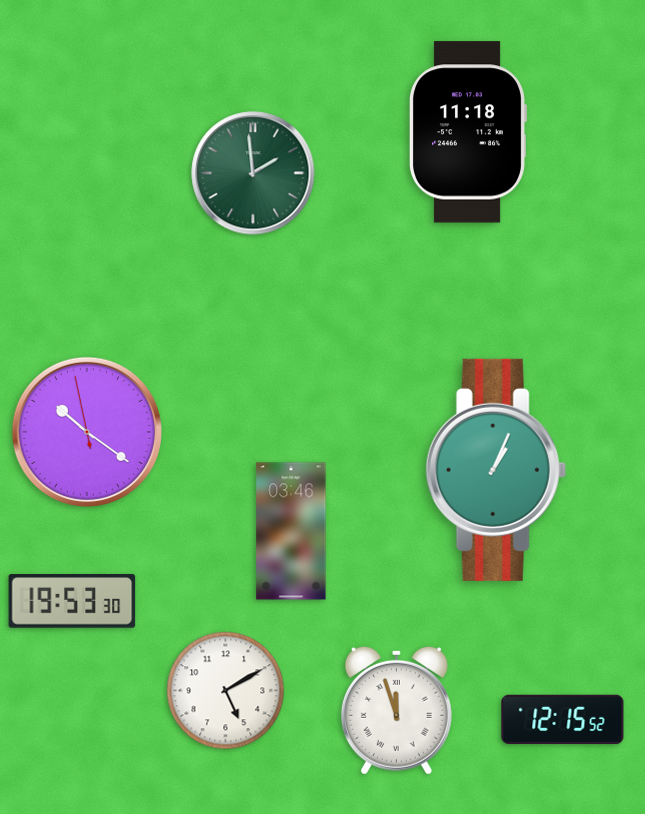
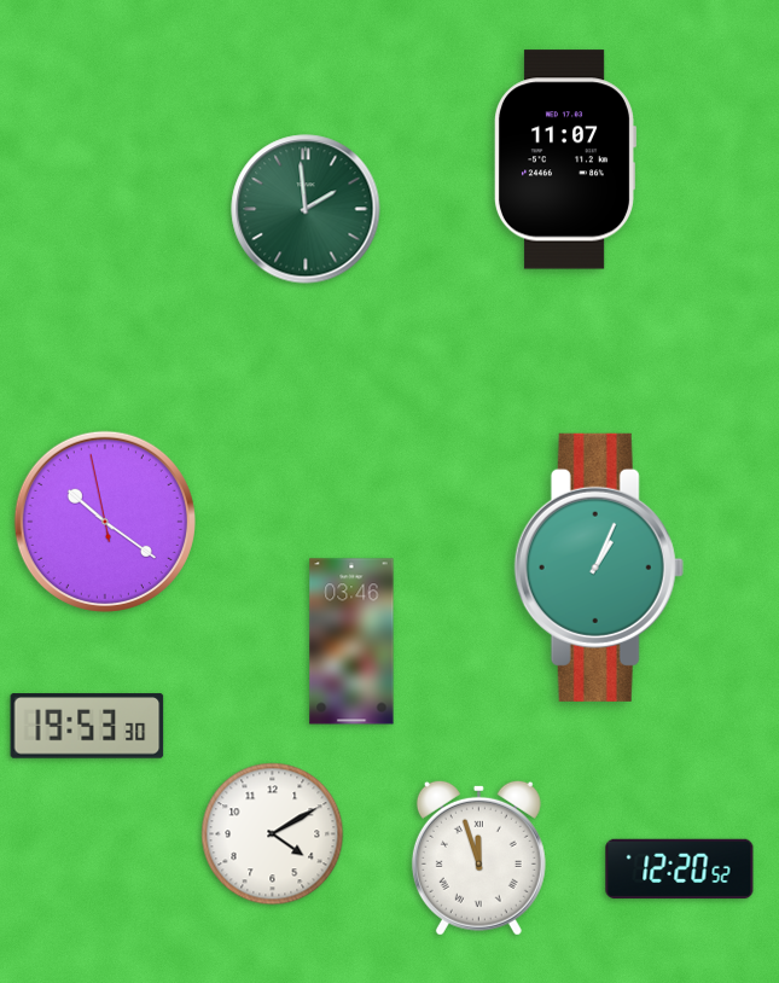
clock at (467, 132): 11:18 -> 11:07
clock at (226, 691): 5:10 -> 4:10
clock at (563, 720): 12:15 -> 12:20
